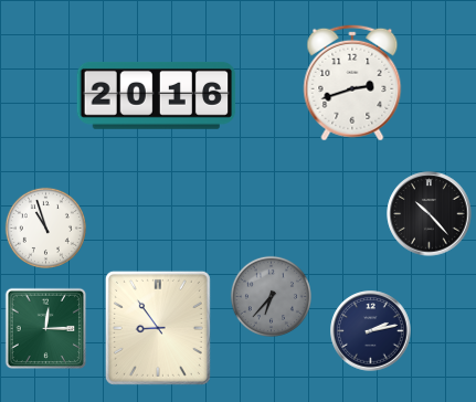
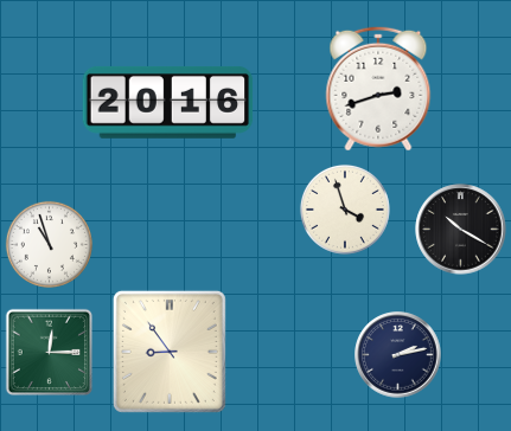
clock at (345, 210): none -> 3:57
clock at (430, 214): 10:23 -> 10:20
clock at (271, 296): 6:37 -> none
